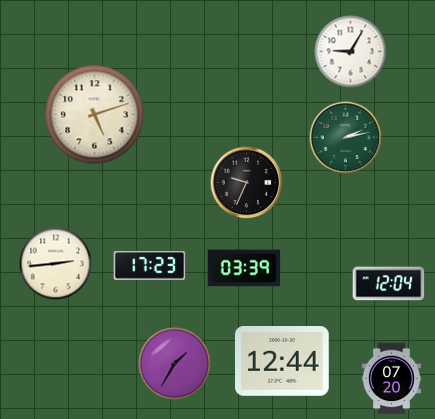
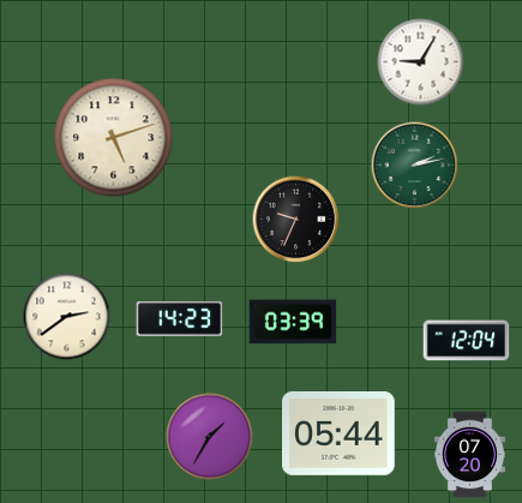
clock at (56, 264): 2:44 -> 2:39
clock at (150, 266): 17:23 -> 14:23
clock at (283, 362): 12:44 -> 05:44
